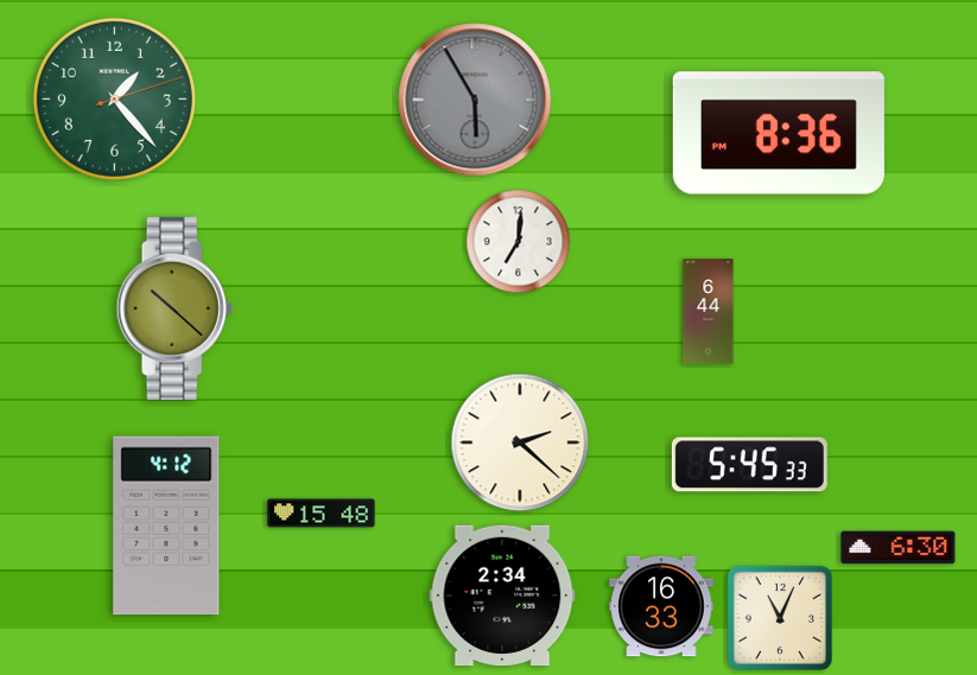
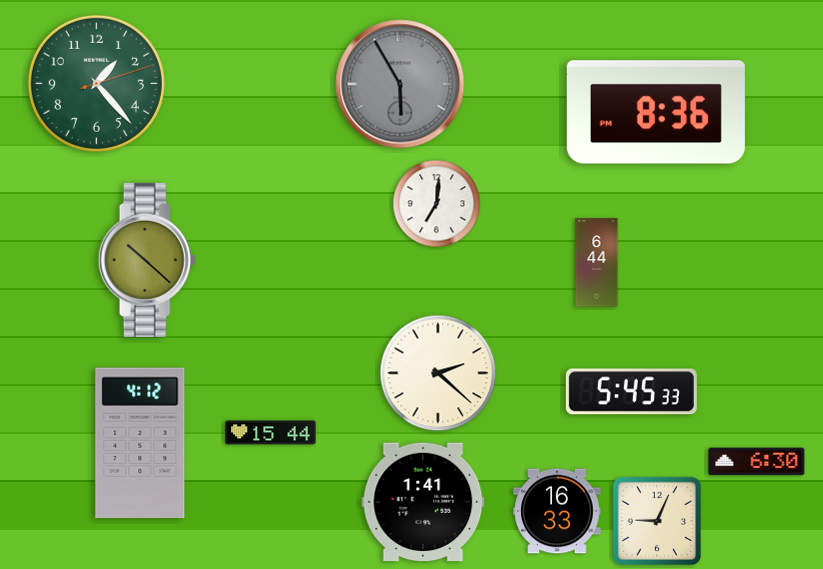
clock at (322, 514): 15:48 -> 15:44
clock at (502, 596): 2:34 -> 1:41
clock at (779, 617): 11:04 -> 9:04
